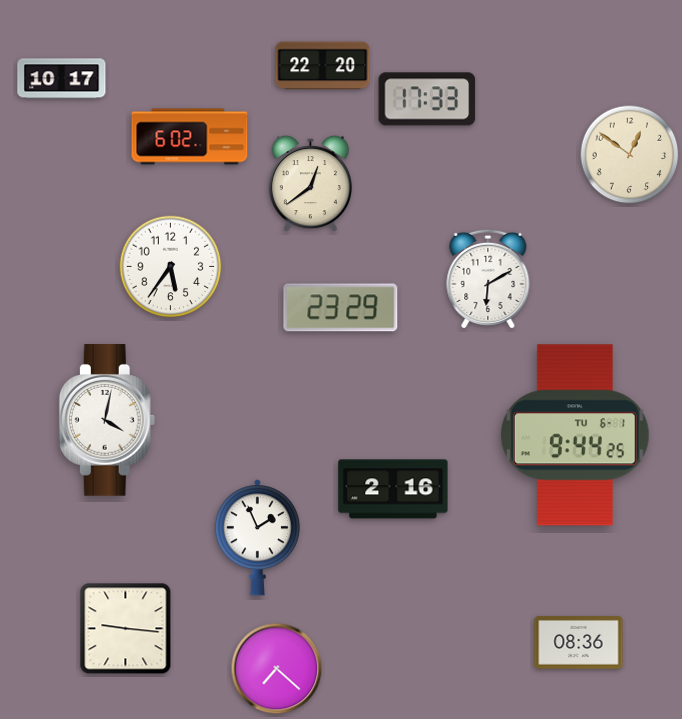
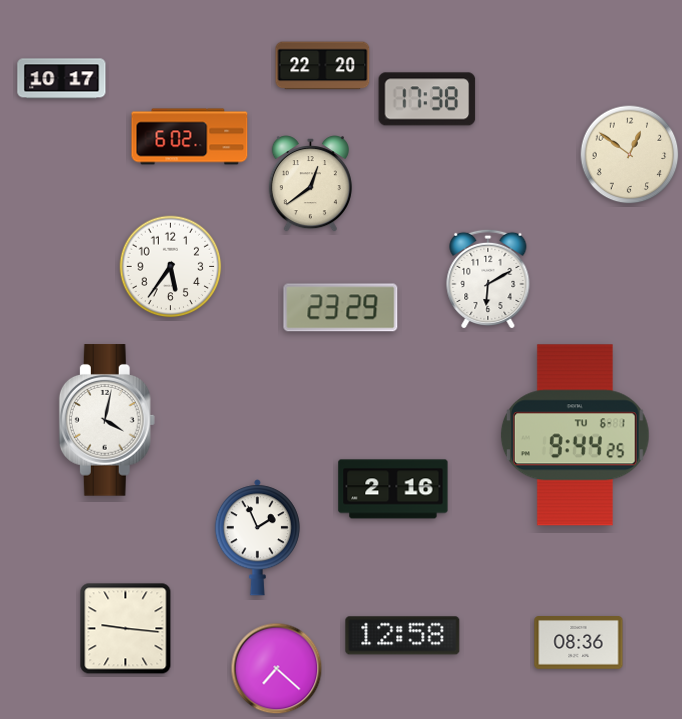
clock at (427, 99): 17:33 -> 17:38
clock at (403, 636): none -> 12:58
